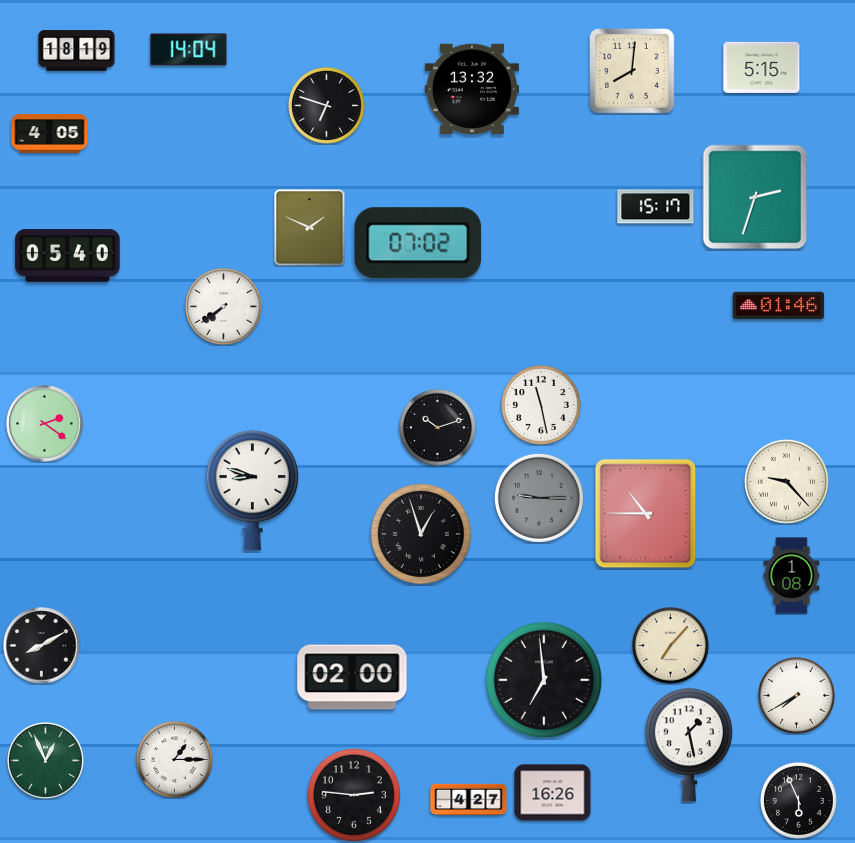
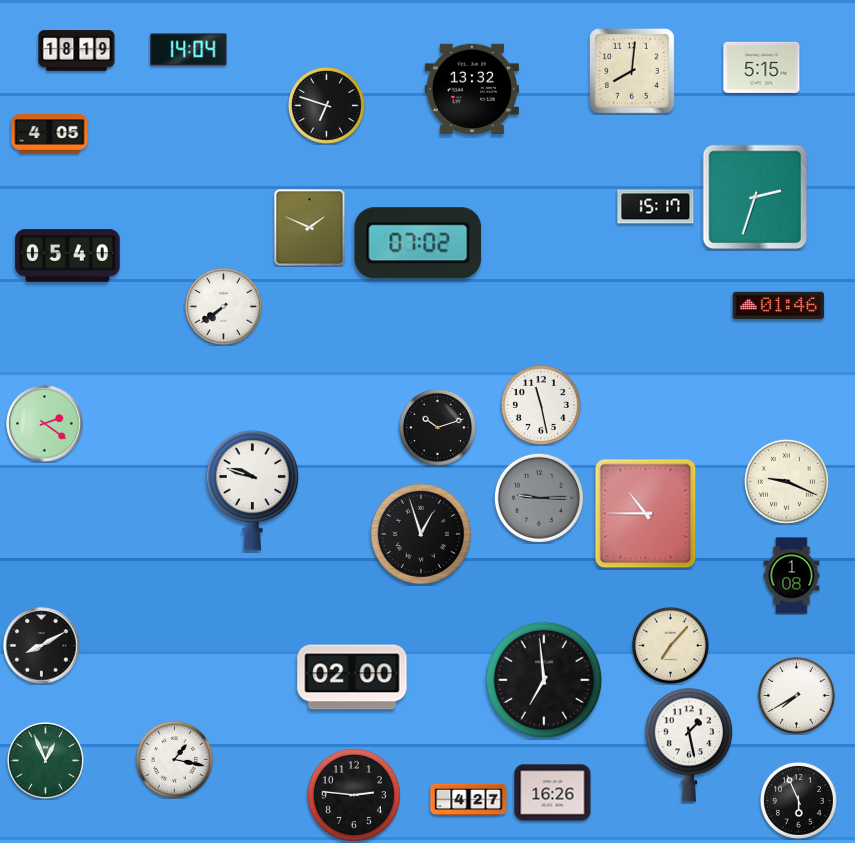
clock at (786, 481): 9:23 -> 9:19
clock at (252, 490): 8:48 -> 9:48
clock at (175, 760): 1:15 -> 1:17
